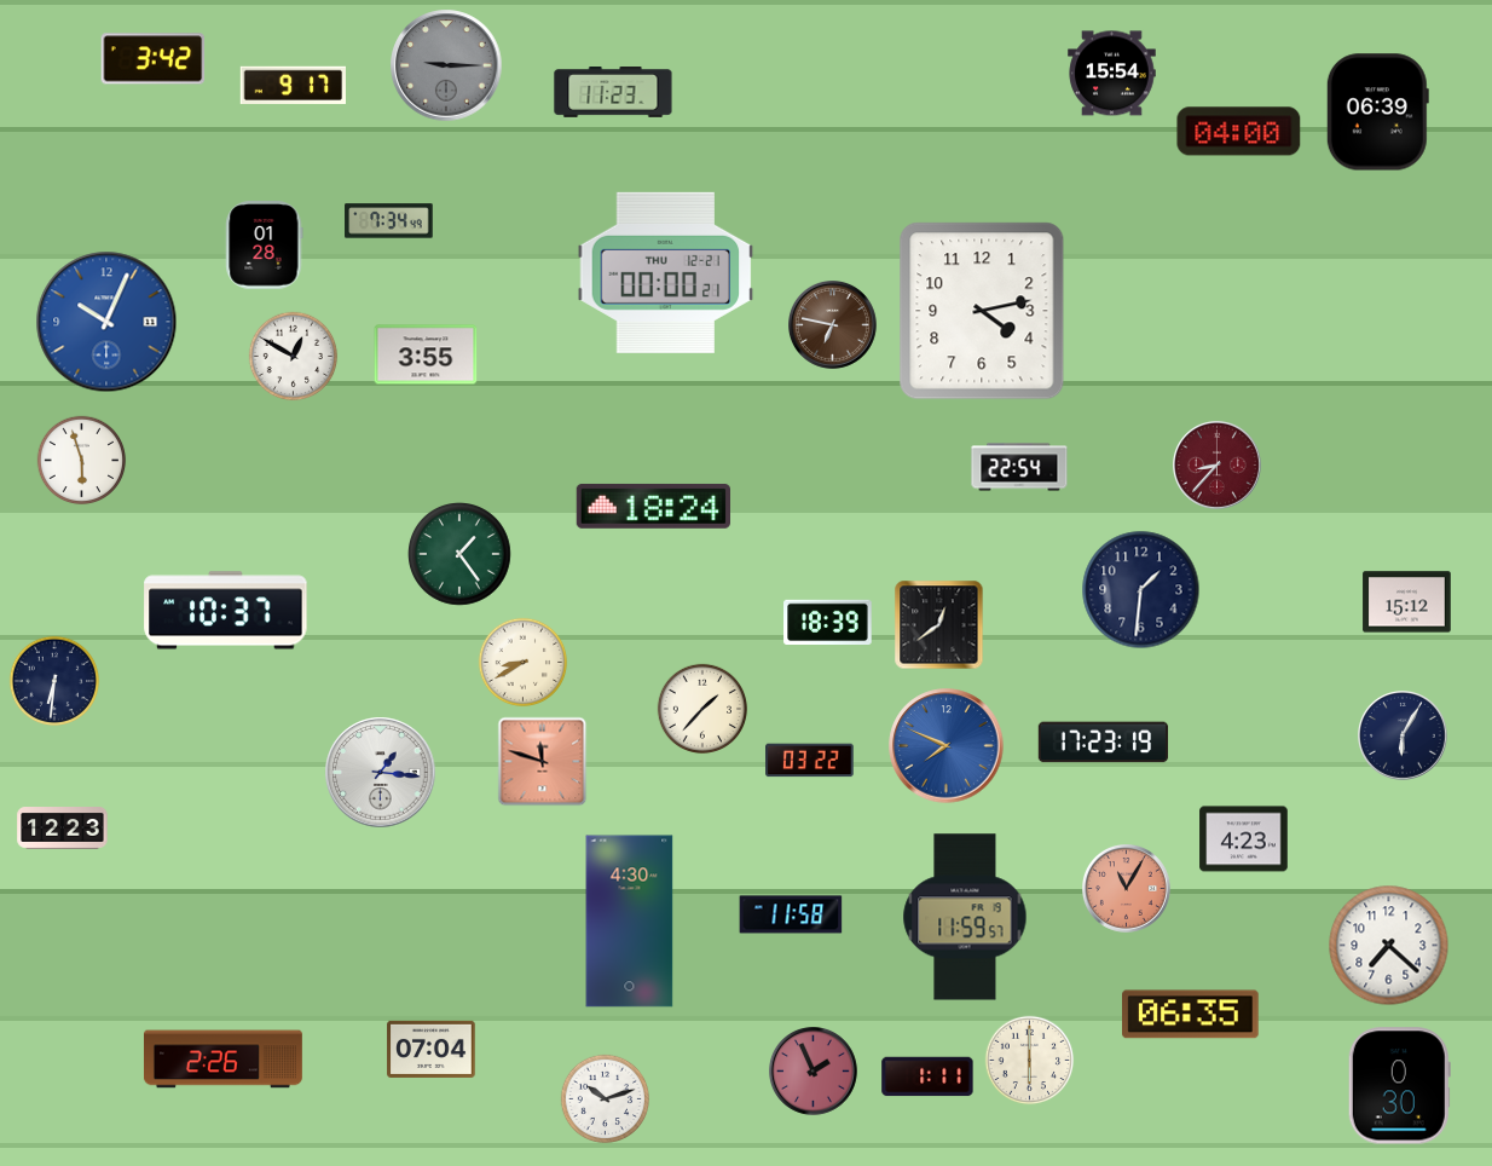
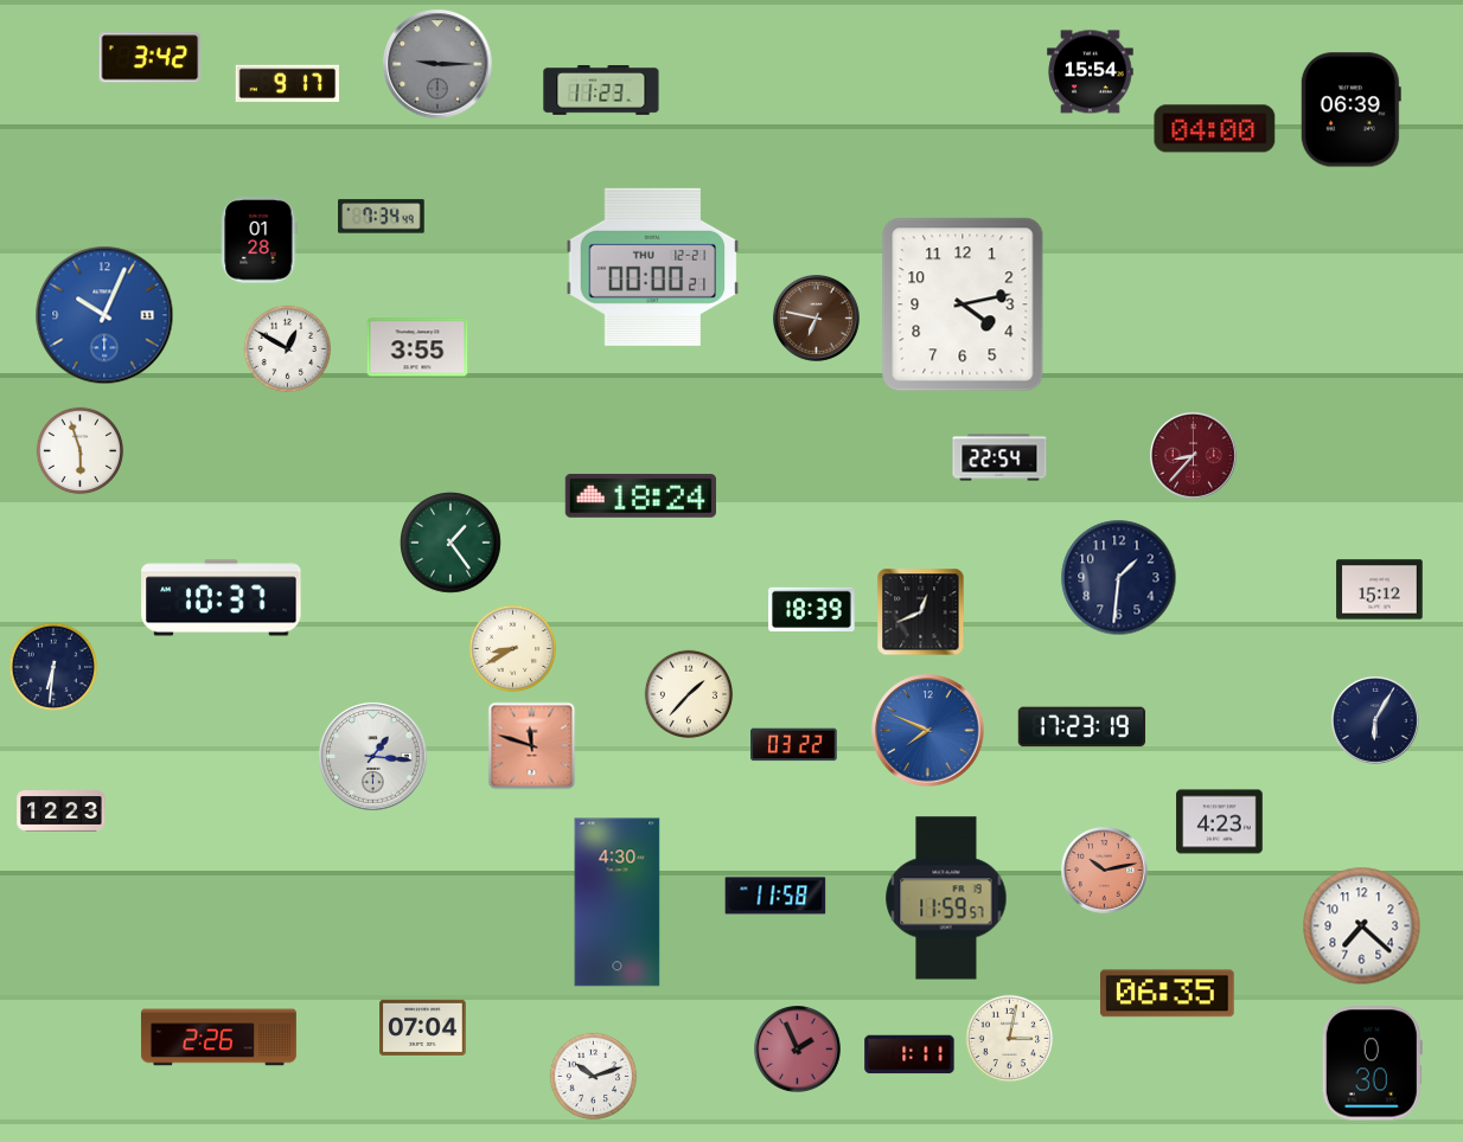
clock at (939, 625): 12:39 -> 12:41
clock at (1127, 889): 11:05 -> 10:13
clock at (1030, 1061): 6:00 -> 3:02
